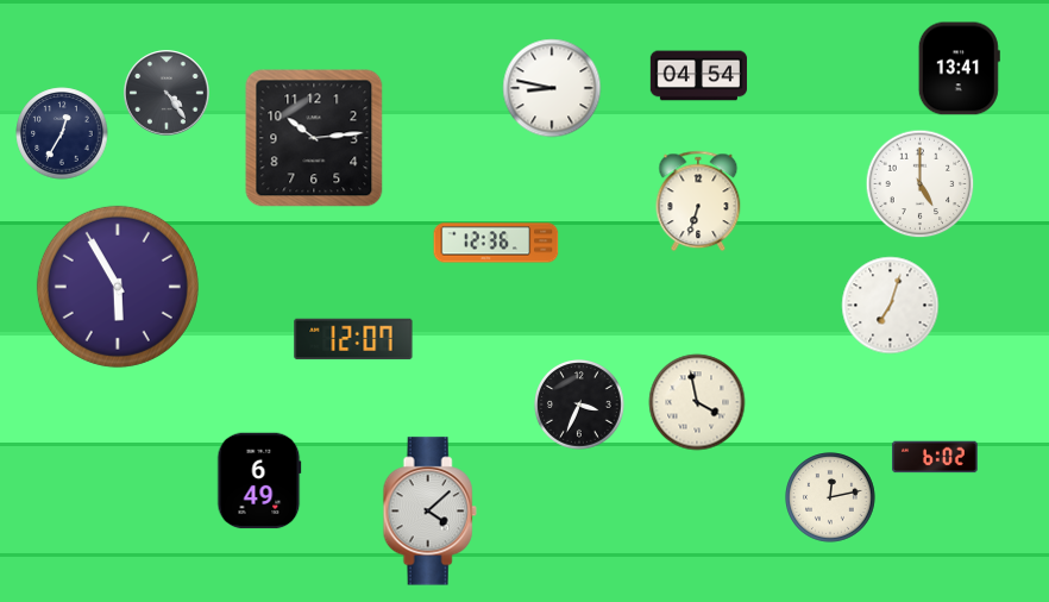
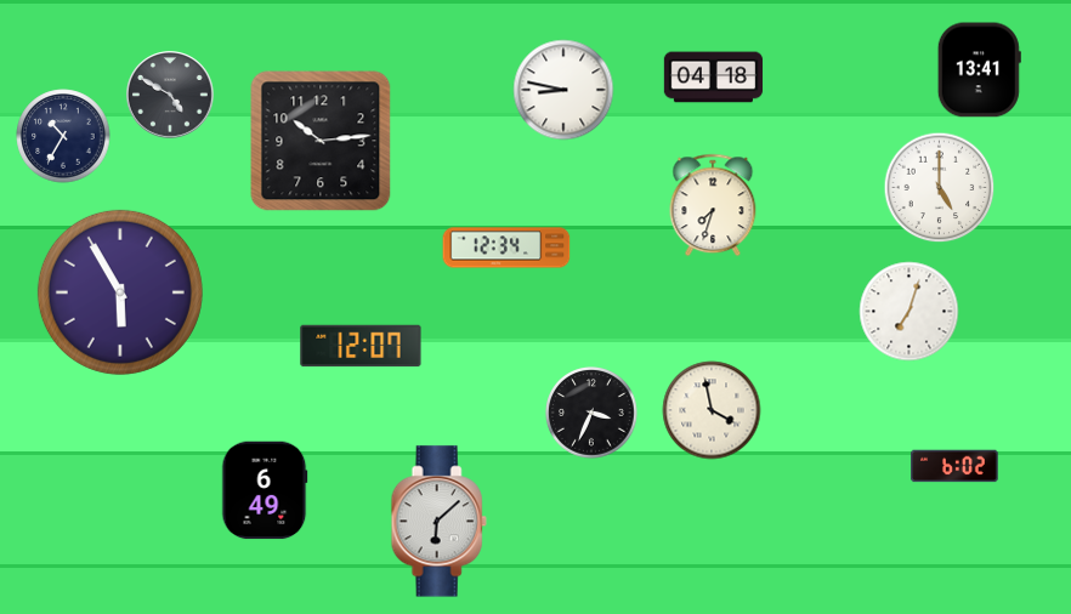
clock at (699, 76): 04:54 -> 04:18
clock at (167, 93): 4:24 -> 4:50
clock at (62, 133): 12:35 -> 10:35
clock at (698, 201): 6:33 -> 7:33
clock at (496, 243): 12:36 -> 12:34
clock at (831, 498): 12:13 -> none
clock at (429, 512): 4:08 -> 6:08
